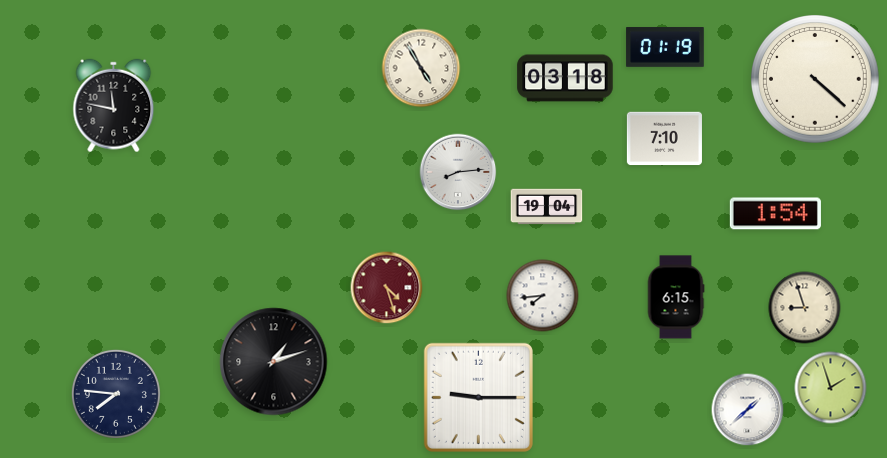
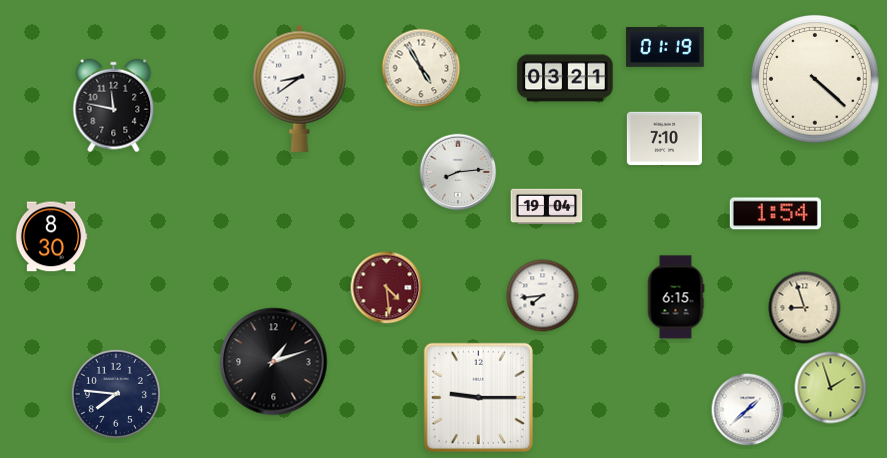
clock at (565, 78): 03:18 -> 03:21
clock at (300, 88): none -> 8:39
clock at (51, 237): none -> 8:30
clock at (387, 288): 4:27 -> 4:29
